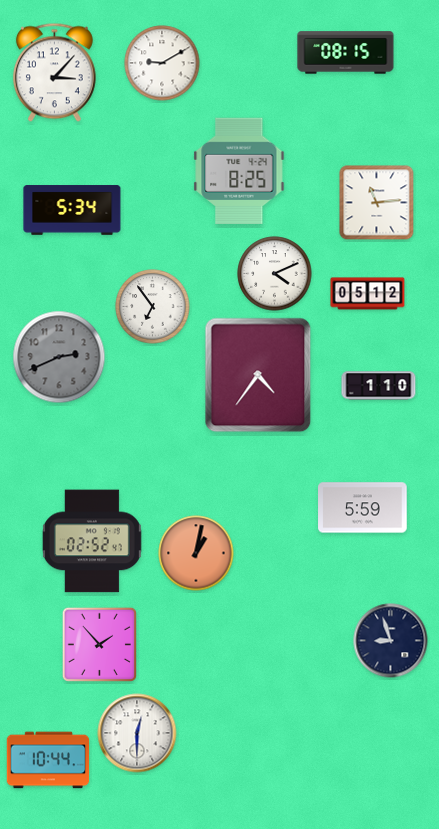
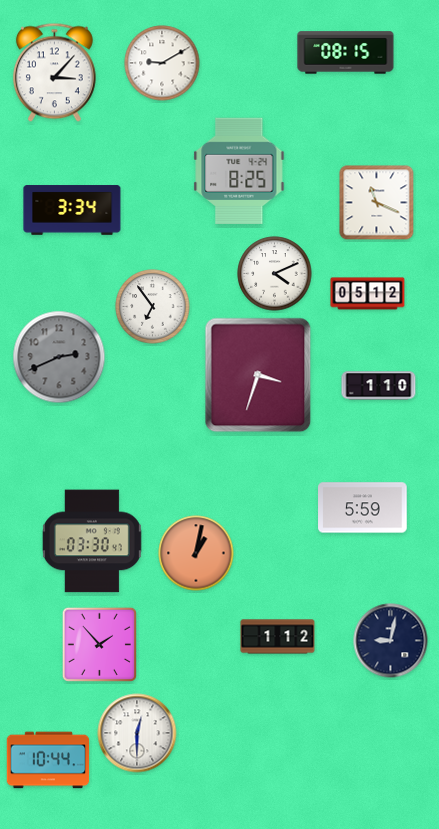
clock at (377, 203): 11:14 -> 11:19
clock at (72, 210): 5:34 -> 3:34
clock at (258, 375): 4:36 -> 3:33
clock at (92, 541): 02:52 -> 03:30
clock at (278, 637): none -> 1:12
clock at (391, 641): 8:57 -> 9:02
